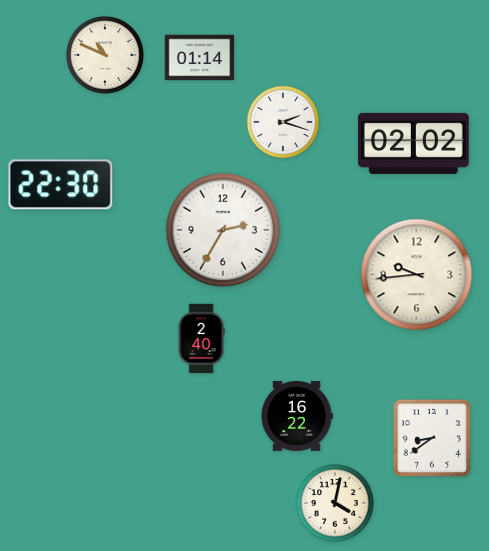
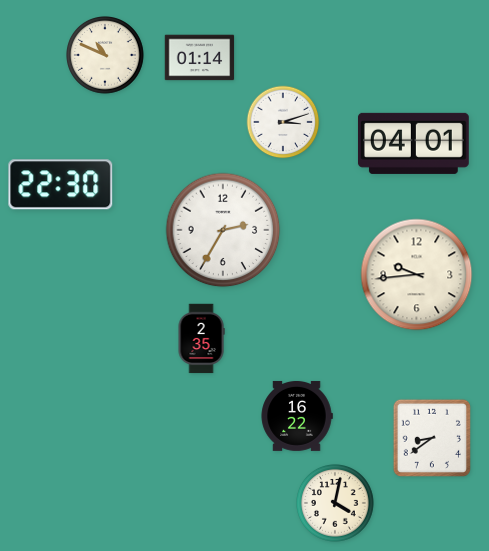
clock at (283, 122): 2:18 -> 3:12
clock at (413, 143): 02:02 -> 04:01
clock at (201, 339): 2:40 -> 2:35
